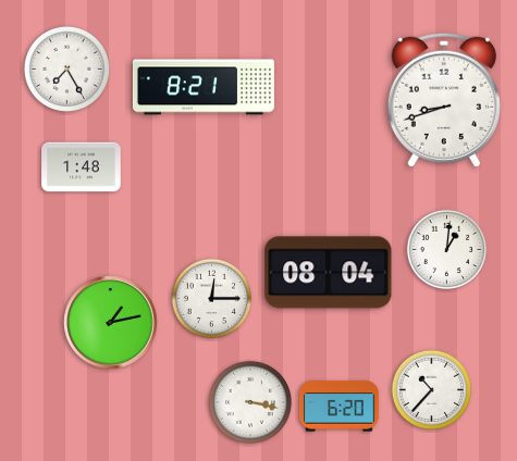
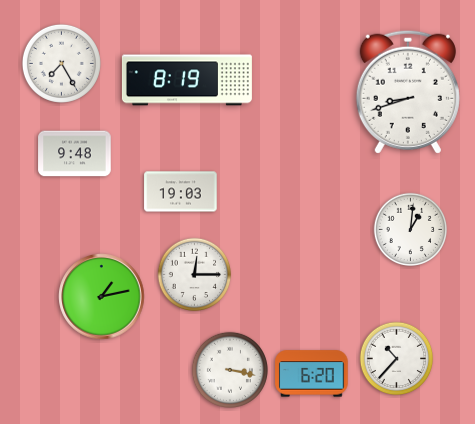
clock at (204, 87): 8:21 -> 8:19
clock at (82, 167): 1:48 -> 9:48
clock at (181, 192): none -> 19:03
clock at (329, 273): 08:04 -> none
